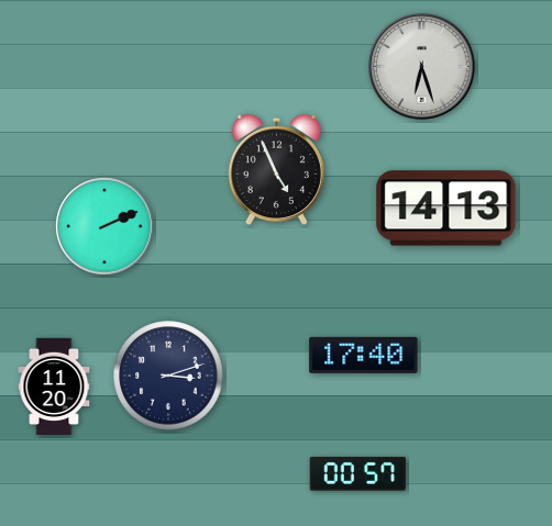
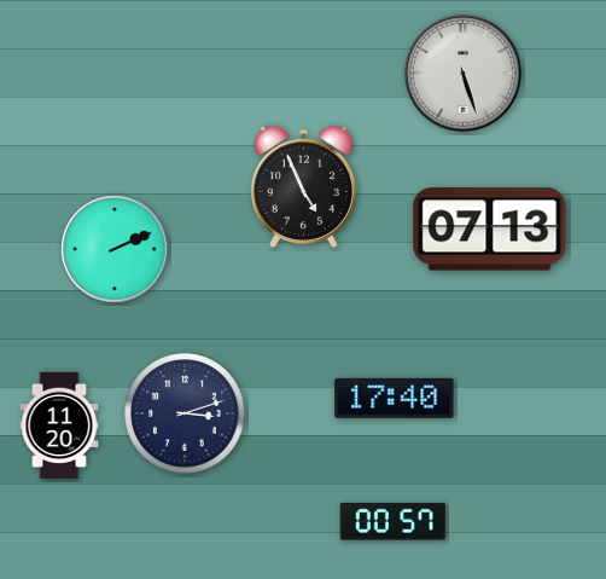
clock at (422, 67): 6:27 -> 5:27
clock at (446, 209): 14:13 -> 07:13
clock at (364, 355) position: (364, 355) -> (395, 398)
